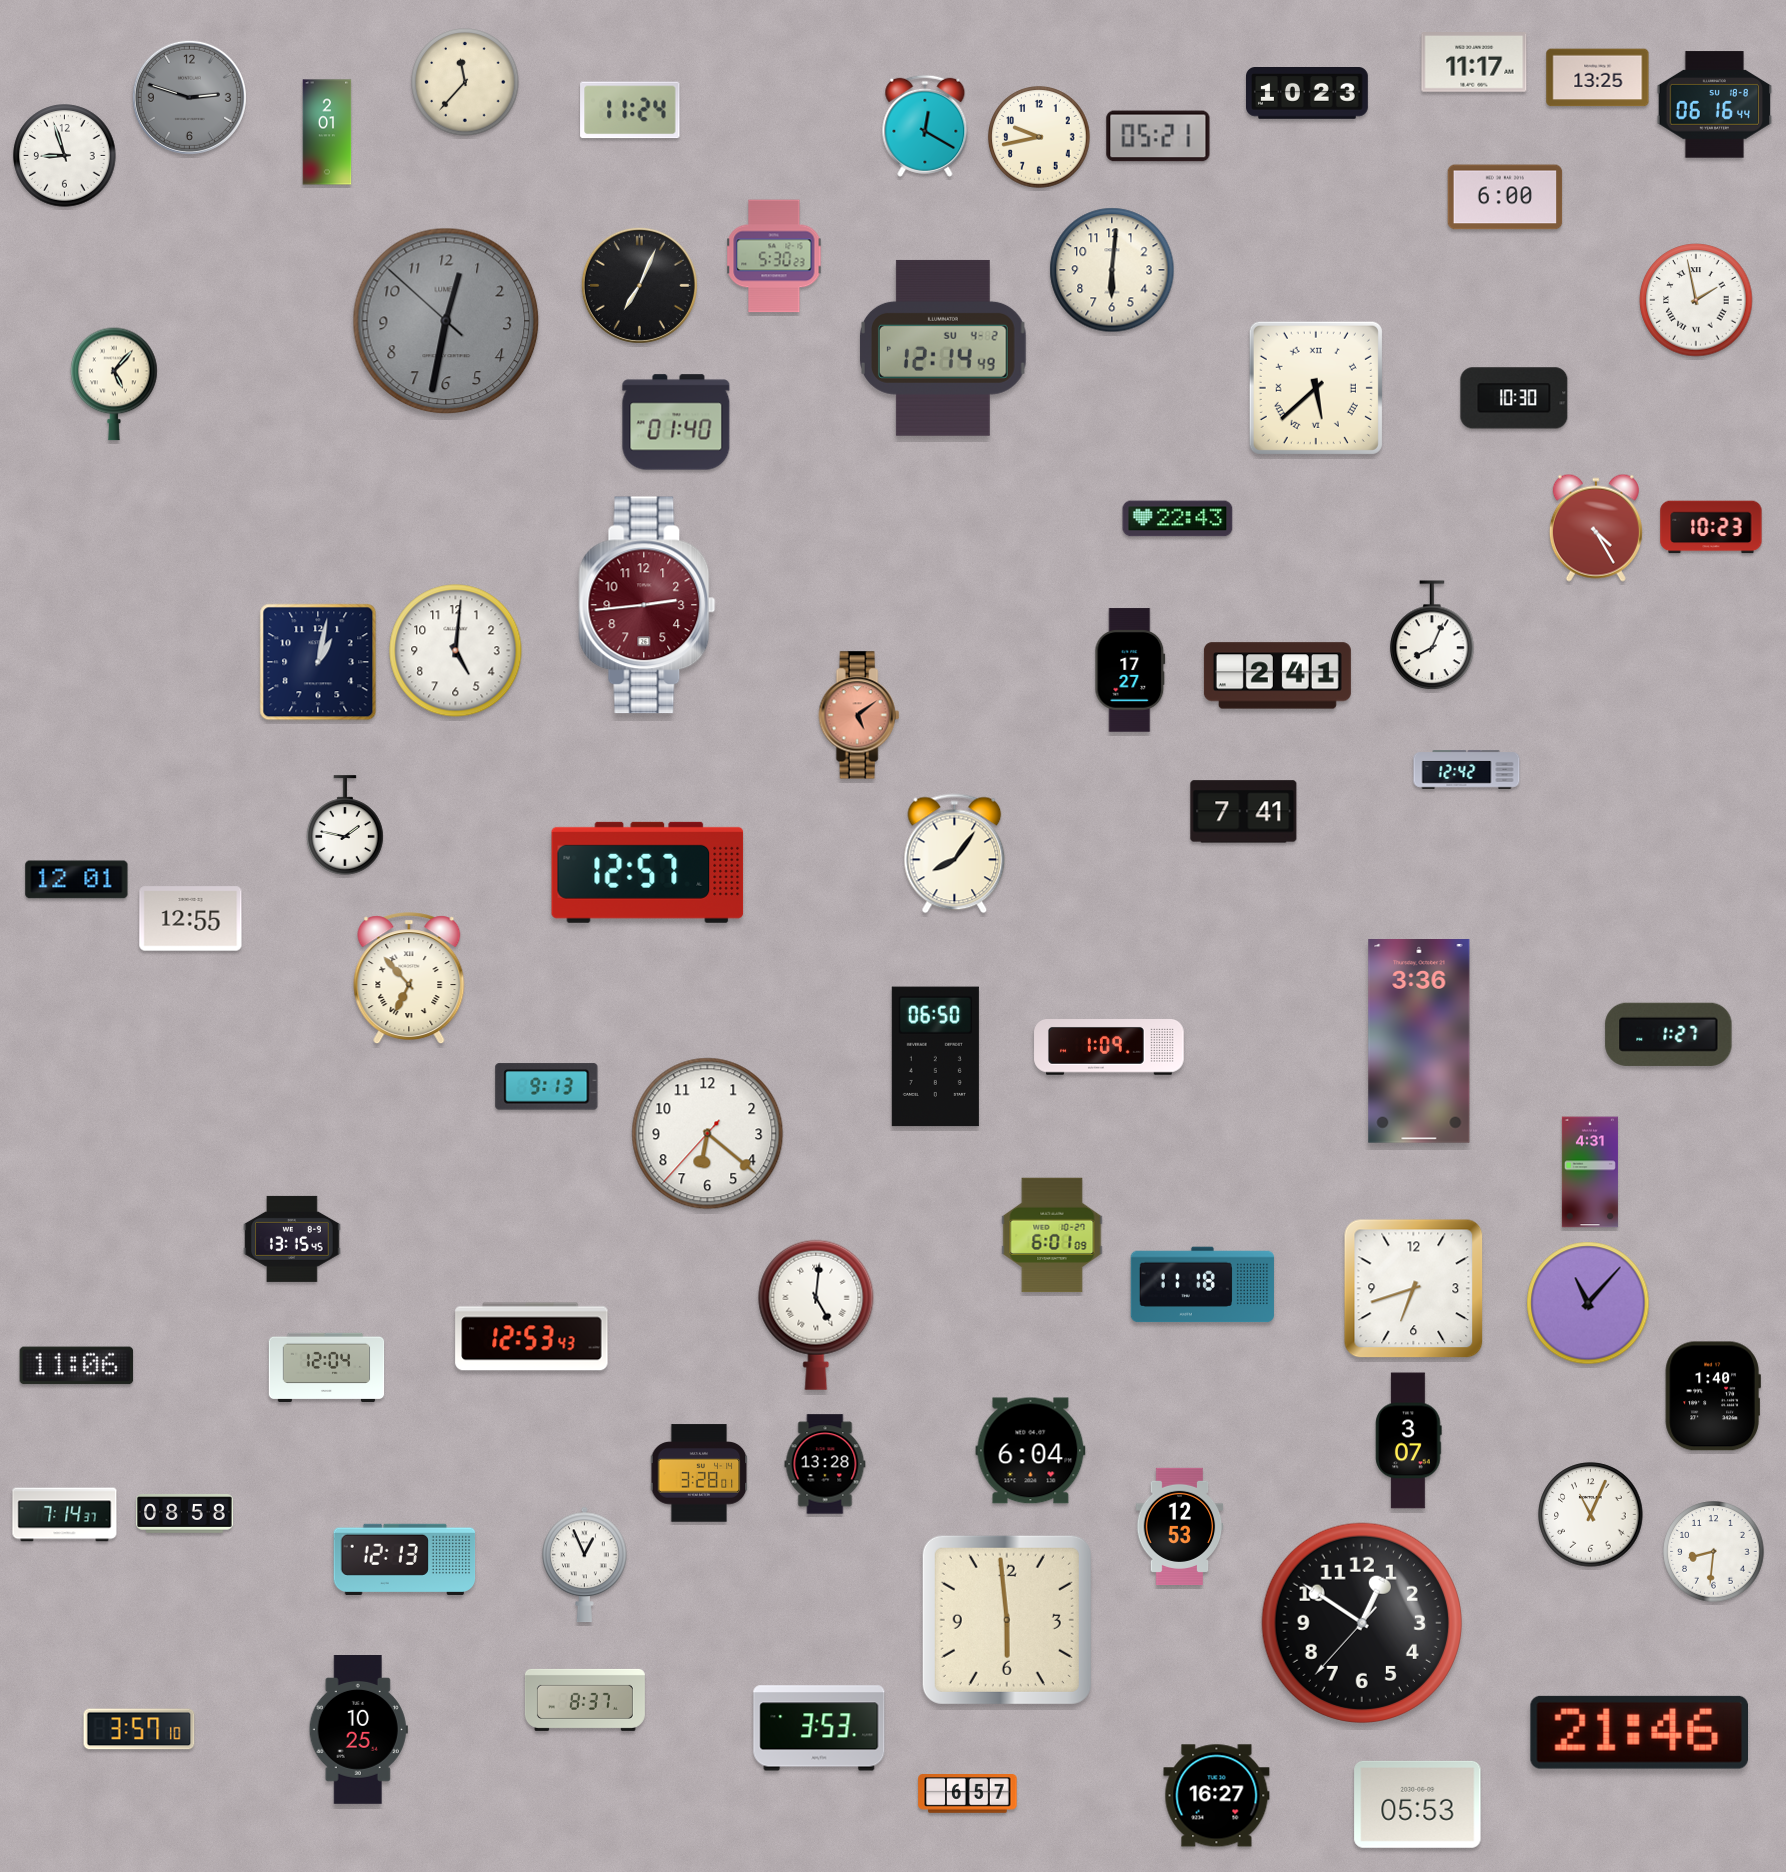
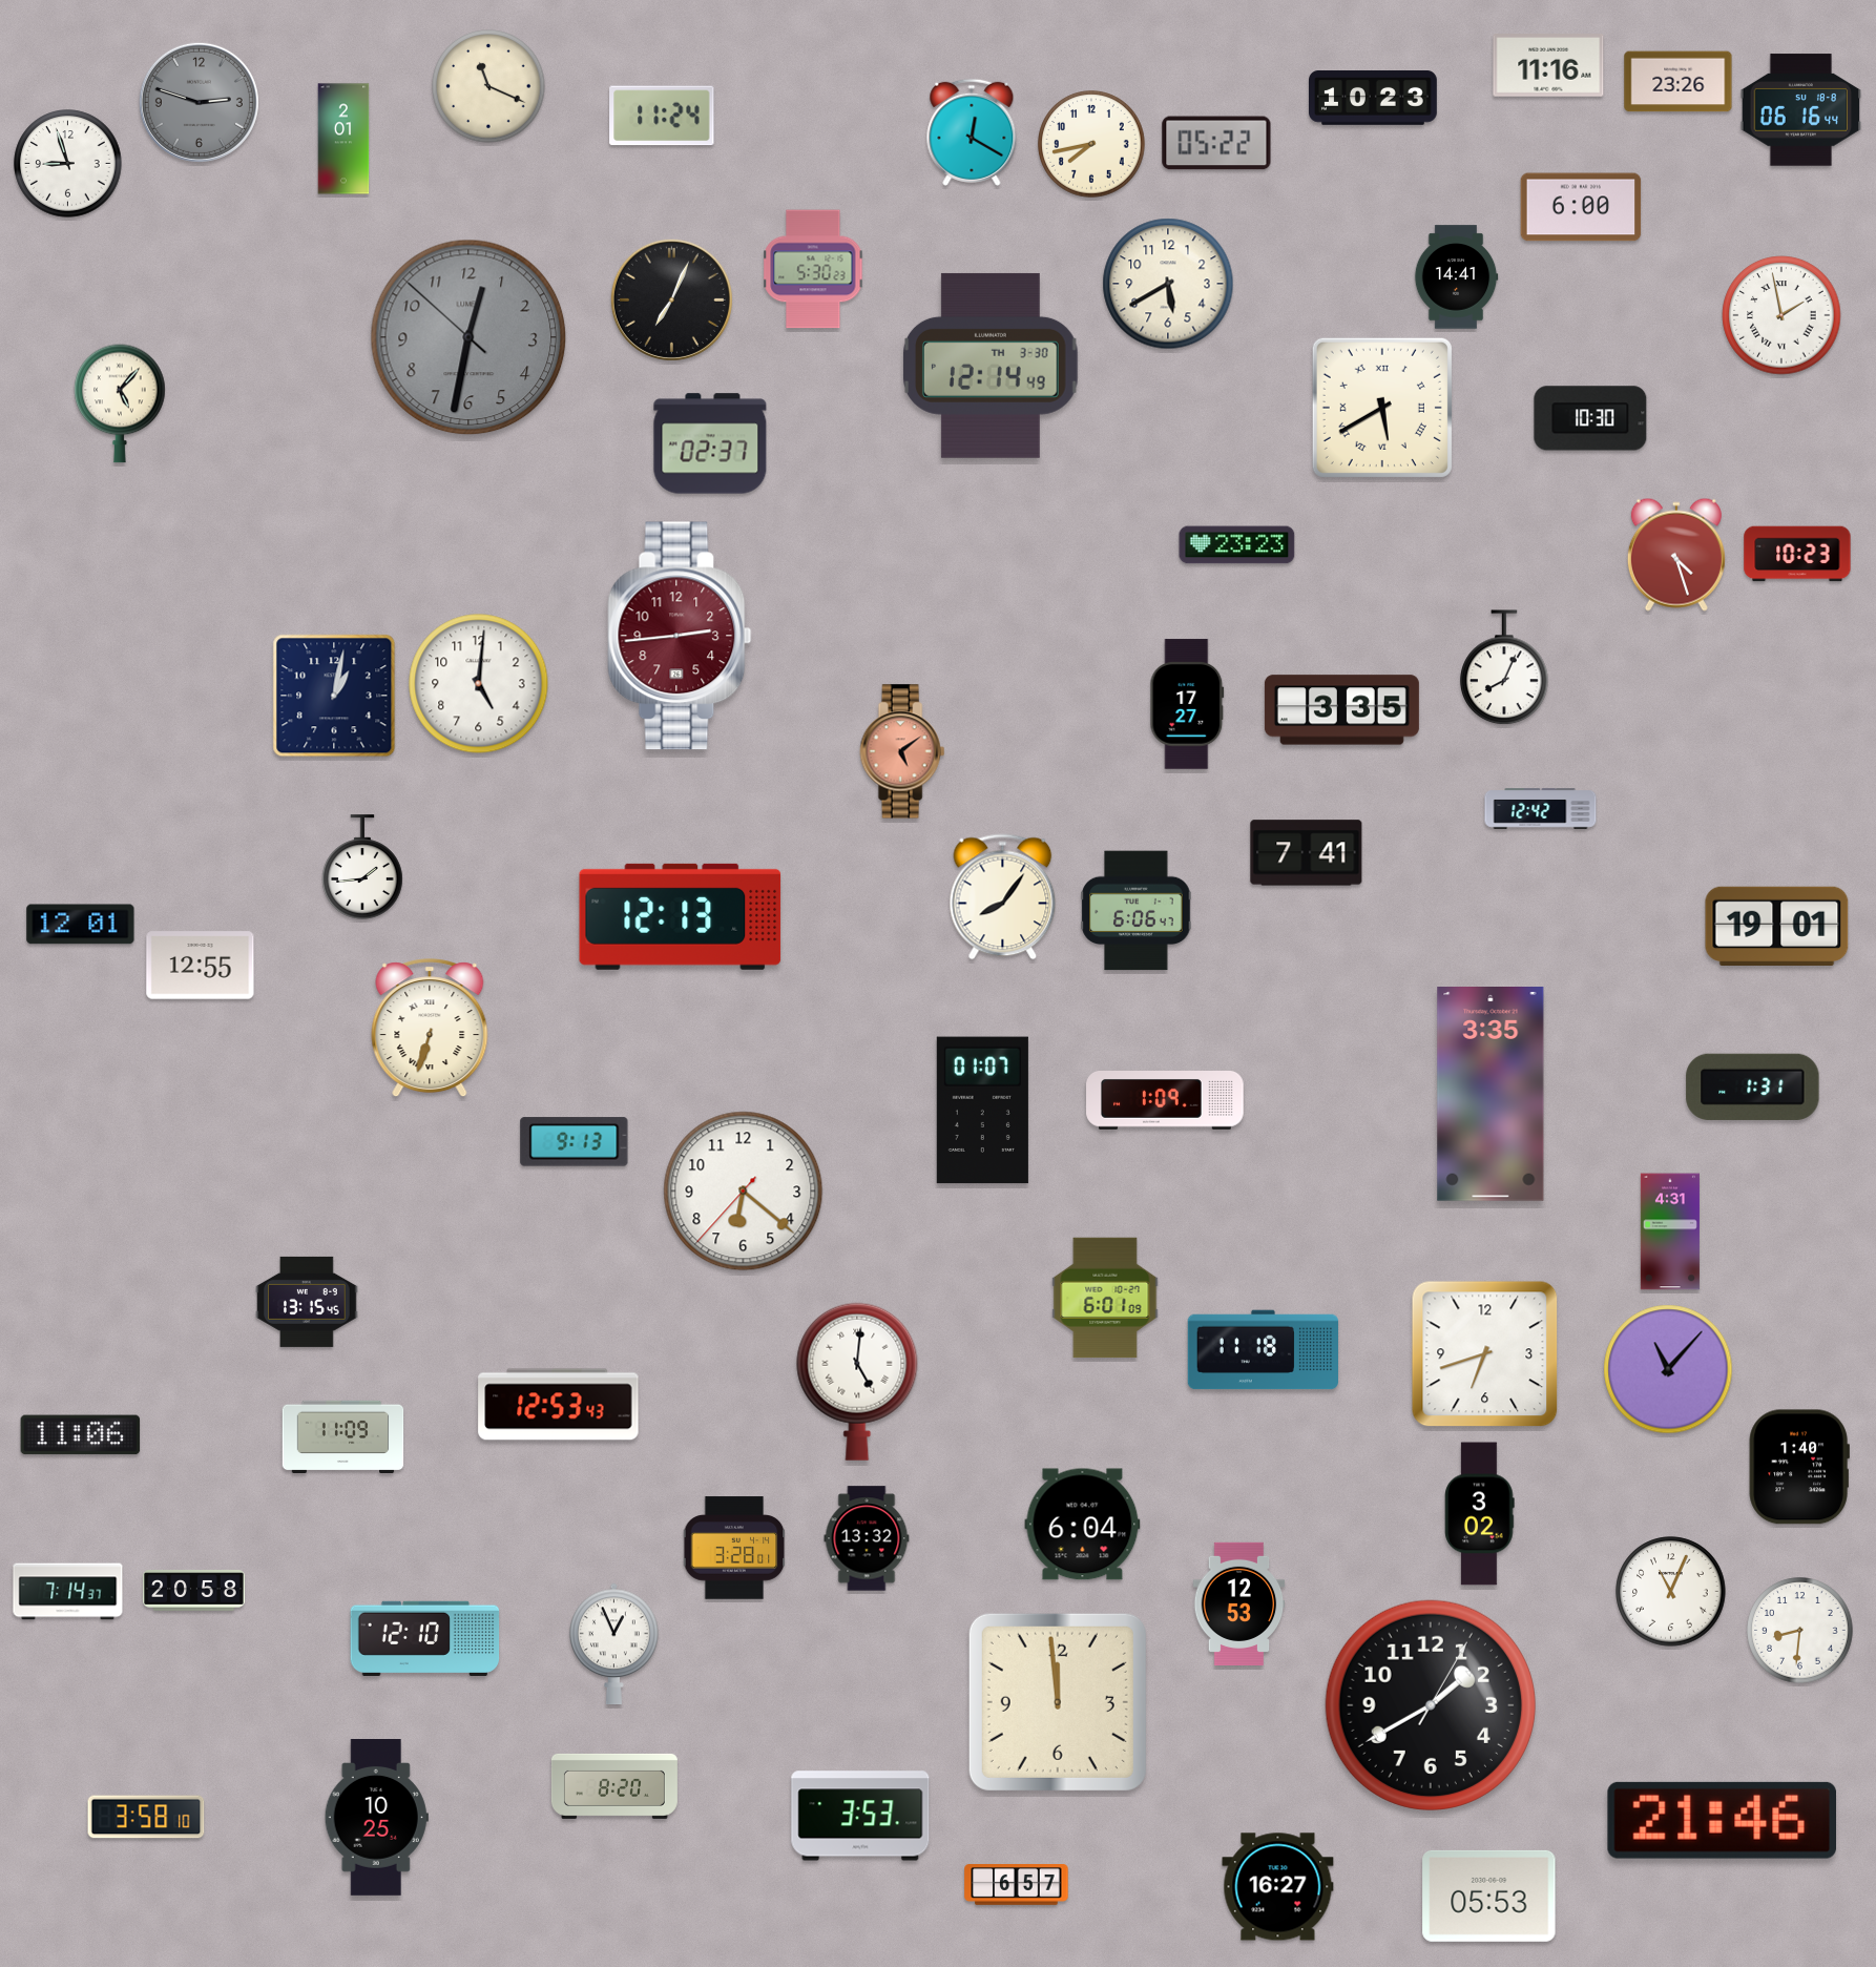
clock at (1474, 63): 11:17 -> 11:16
clock at (1598, 78): 13:25 -> 23:26
clock at (465, 82): 11:37 -> 11:19
clock at (1158, 136): 05:21 -> 05:22
clock at (1039, 137): 9:43 -> 7:43
clock at (1456, 277): none -> 14:41
clock at (1112, 270): 6:01 -> 5:40
clock at (944, 348) date: SU 4-2 -> TH 3-30
clock at (1316, 388): 5:38 -> 5:40
clock at (676, 422): 01:40 -> 02:37
clock at (1178, 519): 22:43 -> 23:23
clock at (1596, 528): 4:25 -> 4:27
clock at (1277, 676): 2:41 -> 3:35
clock at (346, 825): 1:47 -> 1:44
clock at (1137, 911): none -> 6:06
clock at (648, 872): 12:57 -> 12:13
clock at (1777, 926): none -> 19:01
clock at (409, 979): 6:53 -> 6:33
clock at (1669, 1034): 1:27 -> 1:31
clock at (1419, 1042): 3:36 -> 3:35
clock at (935, 1057): 06:50 -> 01:07
clock at (327, 1367): 12:04 -> 11:09
clock at (1409, 1441): 3:07 -> 3:02
clock at (825, 1464): 13:28 -> 13:32
clock at (185, 1514): 08:58 -> 20:58
clock at (405, 1559): 12:13 -> 12:10
clock at (1007, 1620): 5:59 -> 11:59
clock at (1362, 1623): 12:50 -> 1:40
clock at (585, 1700): 8:37 -> 8:20
clock at (139, 1729): 3:57 -> 3:58
